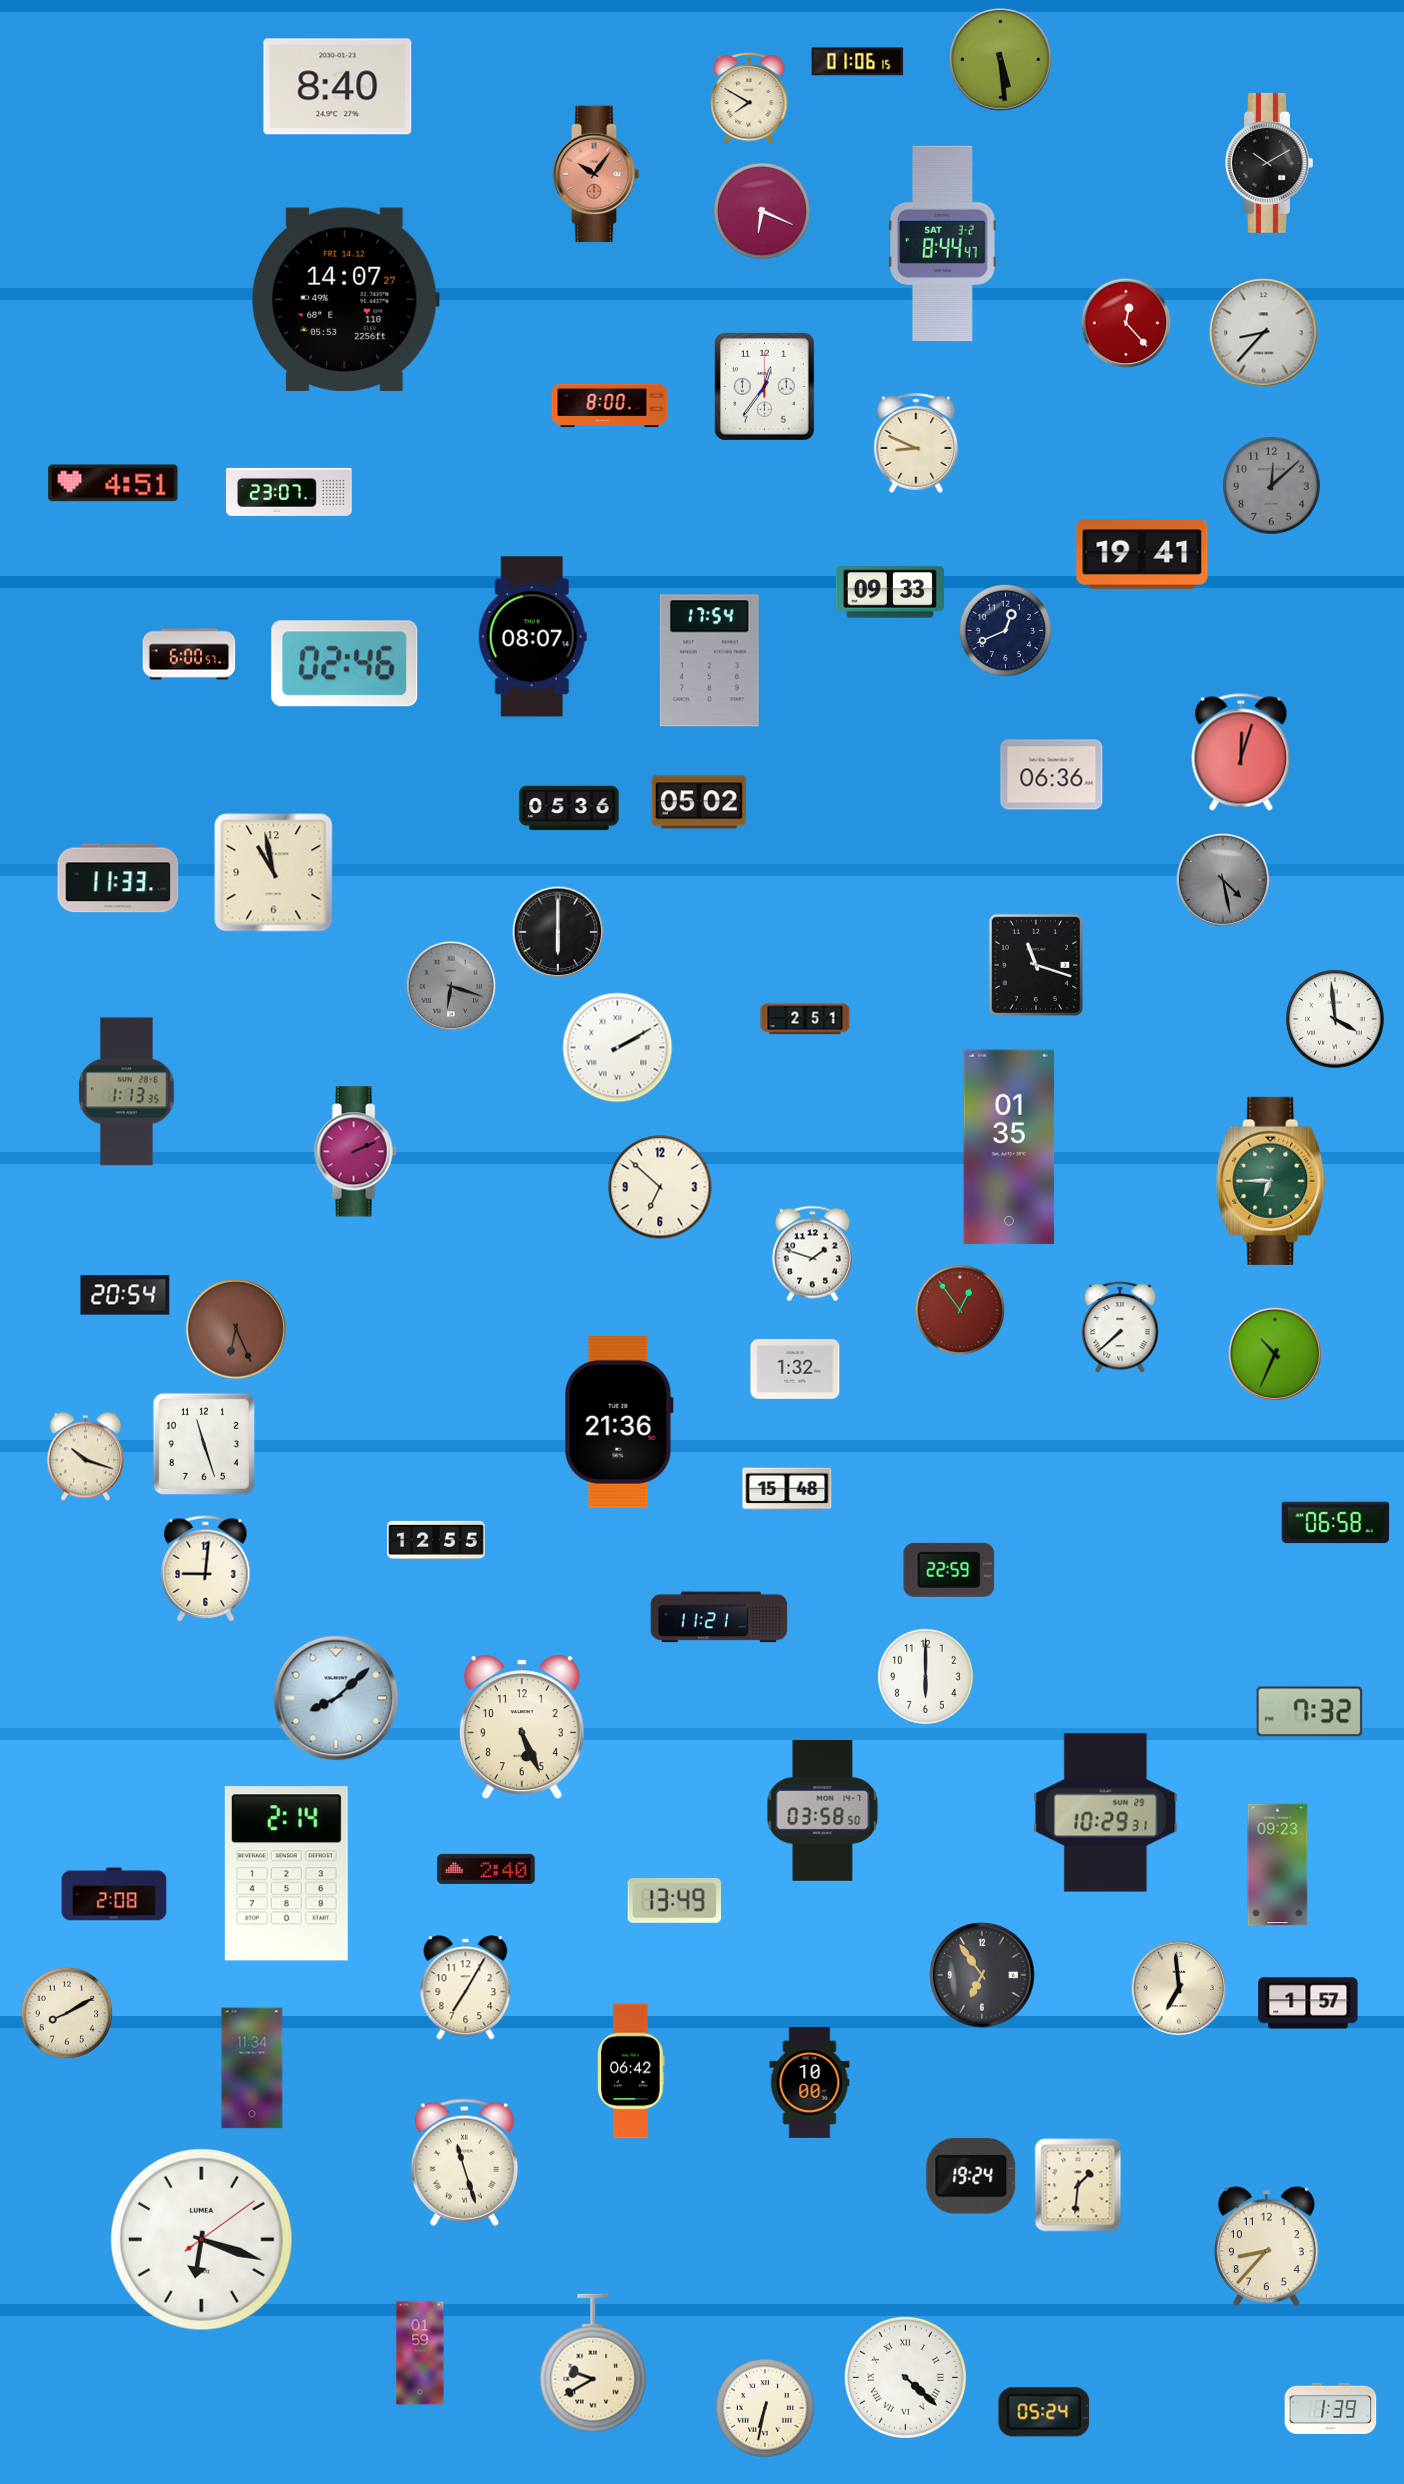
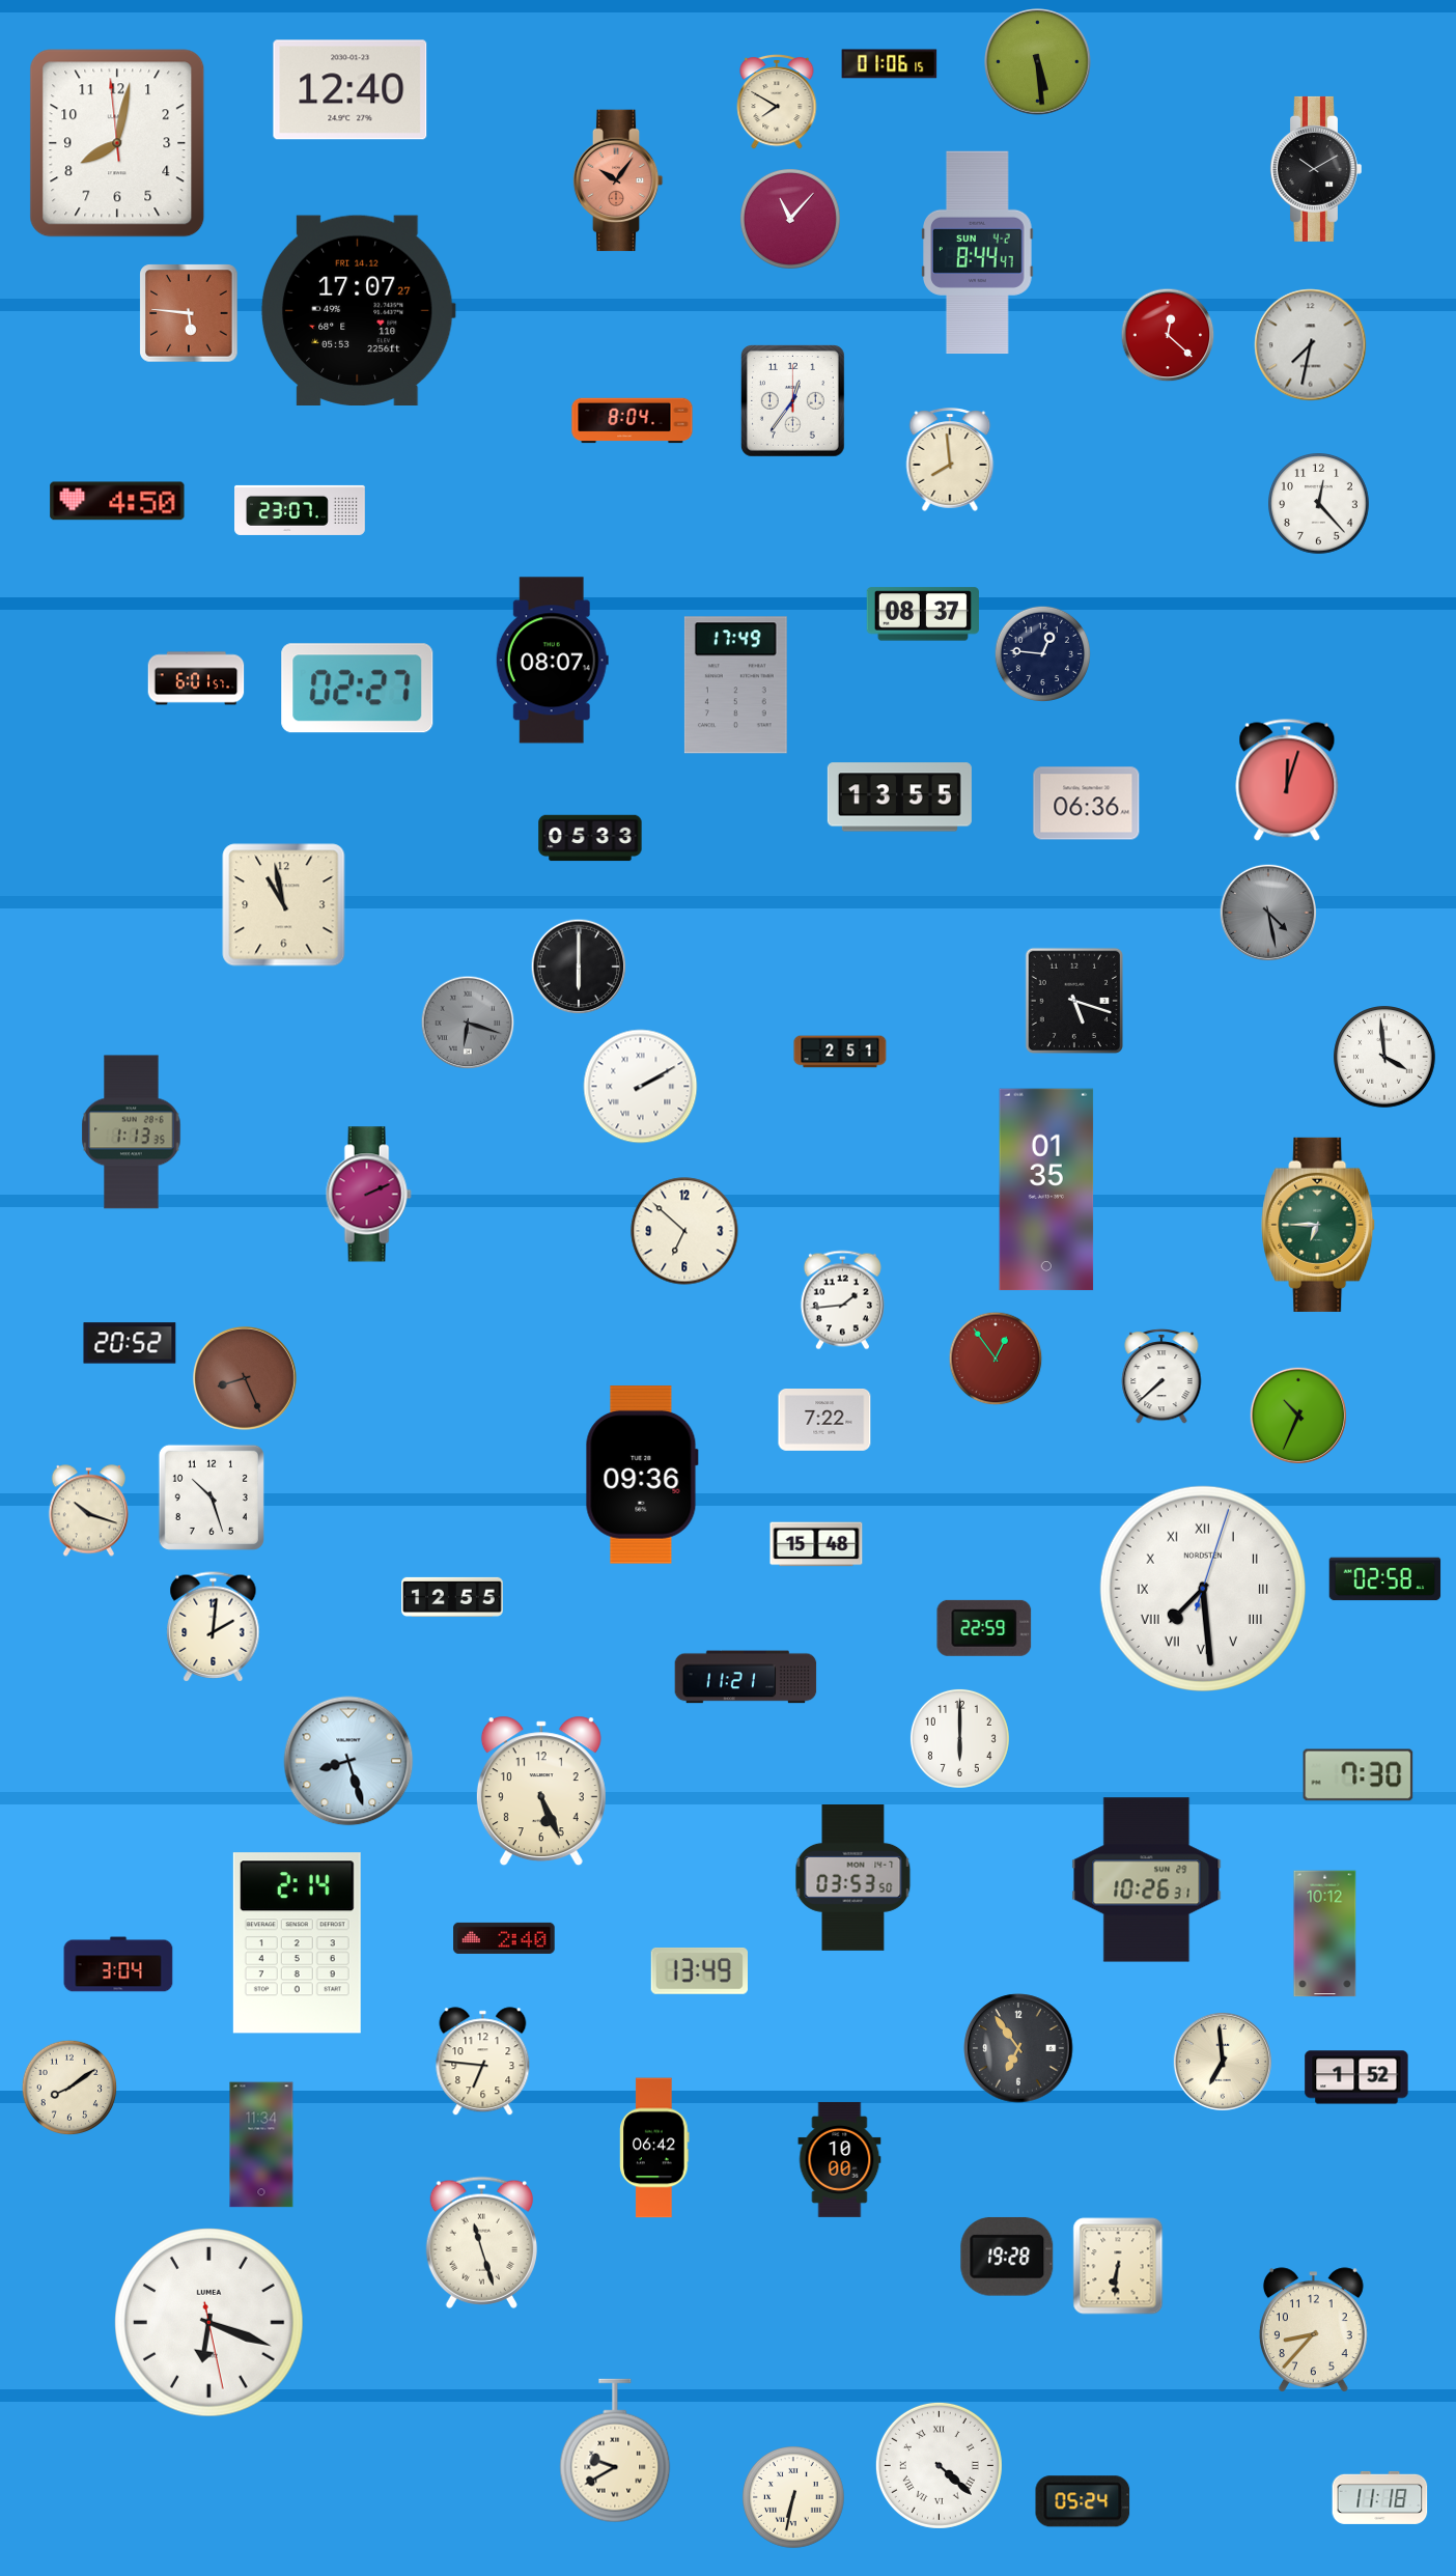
clock at (338, 87): 8:40 -> 12:40
clock at (117, 143): none -> 8:01
clock at (762, 211): 6:19 -> 11:07
clock at (943, 244) date: SAT 3-2 -> SUN 4-2
clock at (345, 299): 14:07 -> 17:07
clock at (189, 313): none -> 5:46
clock at (1126, 323): 12:23 -> 12:22
clock at (1264, 333): 8:37 -> 7:32
clock at (610, 406): 8:00 -> 8:04
clock at (916, 443): 8:49 -> 7:59
clock at (113, 483): 4:51 -> 4:50
clock at (1272, 486): 12:08 -> 12:23
clock at (1272, 486) dial: grey -> white
clock at (1142, 555): 19:41 -> none
clock at (890, 592): 09:33 -> 08:37
clock at (1005, 630): 12:41 -> 12:46
clock at (189, 654): 6:00 -> 6:01
clock at (709, 661): 17:54 -> 17:49
clock at (345, 664): 02:46 -> 02:27
clock at (899, 797): none -> 13:55
clock at (1052, 775) position: (1052, 775) -> (1087, 804)
clock at (699, 802): 05:02 -> none
clock at (569, 808): 05:36 -> 05:33
clock at (118, 878): 11:33 -> none
clock at (1036, 965): 11:18 -> 5:18
clock at (805, 1019) position: (805, 1019) -> (840, 1052)
clock at (812, 1254): 1:48 -> 1:44
clock at (125, 1295): 20:54 -> 20:52
clock at (236, 1329): 6:26 -> 8:26
clock at (1274, 1353) position: (1274, 1353) -> (1297, 1415)
clock at (795, 1370): 1:32 -> 7:22
clock at (619, 1422): 21:36 -> 09:36
clock at (204, 1444): 11:27 -> 10:27
clock at (1336, 1523): 06:58 -> 02:58
clock at (1203, 1589): none -> 7:29
clock at (206, 1569): 9:01 -> 2:01
clock at (336, 1698): 8:08 -> 8:27
clock at (1310, 1712): 7:32 -> 7:30
clock at (823, 1811): 03:58 -> 03:53
clock at (1106, 1813): 10:29 -> 10:26
clock at (1278, 1865): 09:23 -> 10:12
clock at (114, 1894): 2:08 -> 3:04
clock at (466, 1988): 7:05 -> 6:46
clock at (1308, 2003): 1:57 -> 1:52
clock at (67, 2013): 8:10 -> 8:09
clock at (971, 2176): 19:24 -> 19:28
clock at (1078, 2185): 1:31 -> 6:31
clock at (202, 2240): 6:18:09 -> 6:18:28
clock at (420, 2353): 01:59 -> none
clock at (1331, 2408): 1:39 -> 11:18
